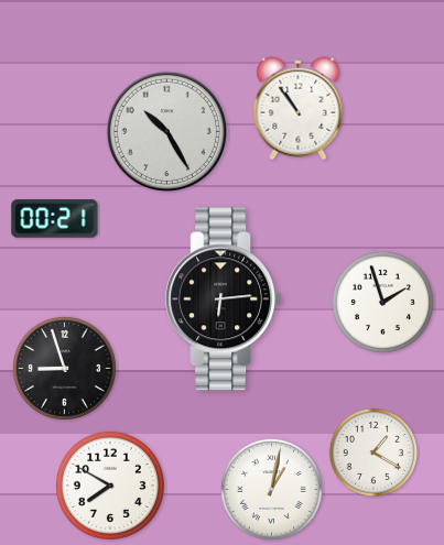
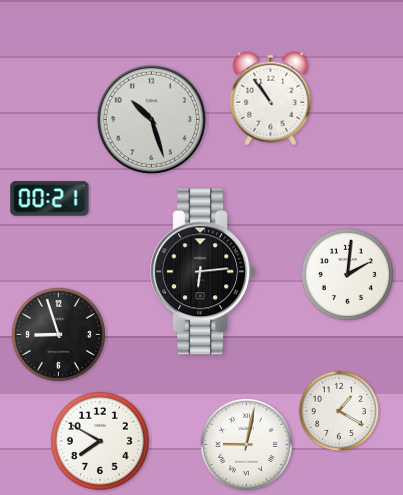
clock at (166, 131): 10:25 -> 10:27
clock at (382, 302): 1:57 -> 2:01
clock at (271, 489): 1:02 -> 9:02
